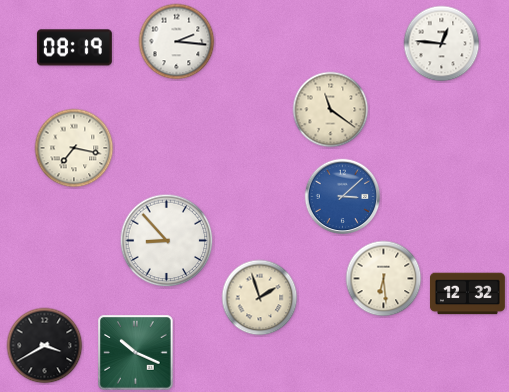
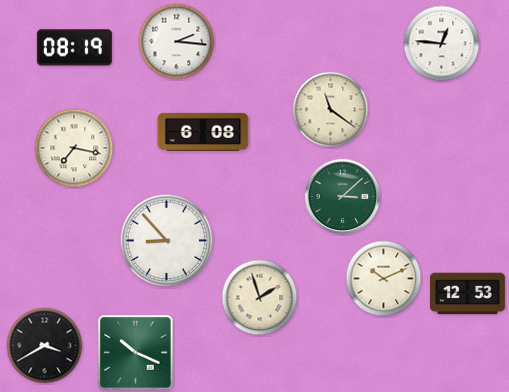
clock at (203, 132): none -> 6:08
clock at (343, 197) dial: blue -> green
clock at (384, 279): 6:29 -> 10:11
clock at (467, 294): 12:32 -> 12:53
